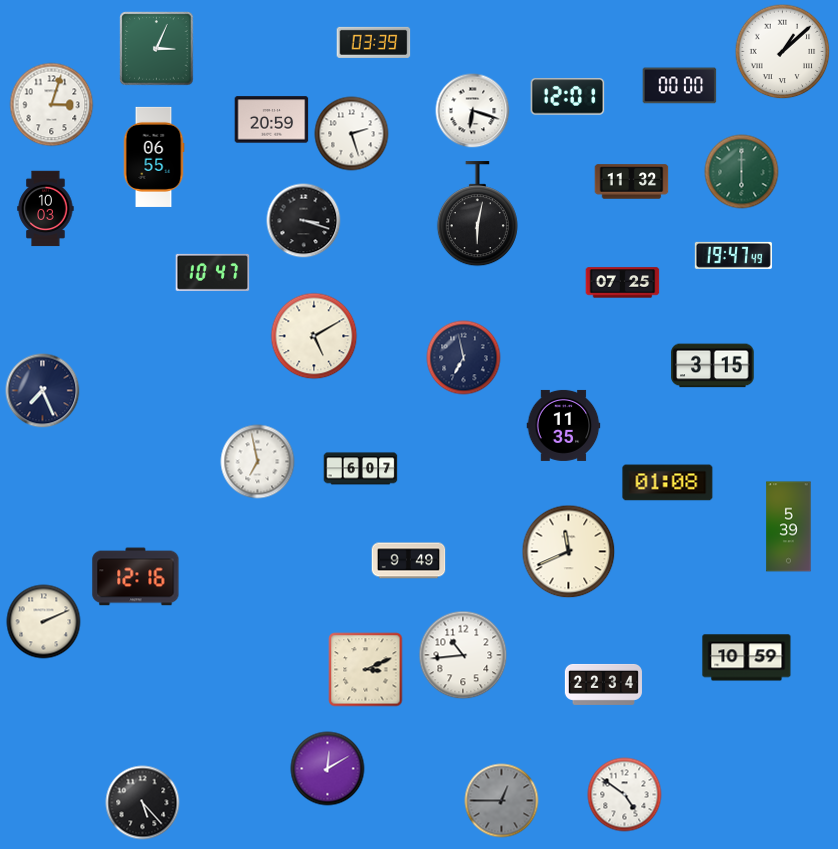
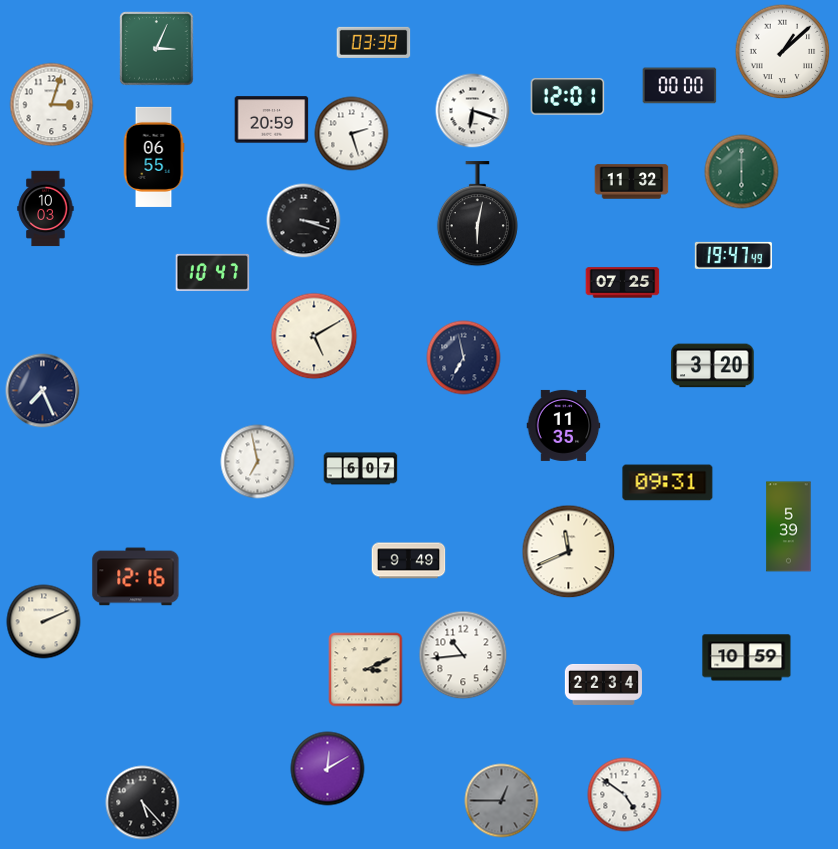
clock at (713, 366): 3:15 -> 3:20
clock at (668, 483): 01:08 -> 09:31
